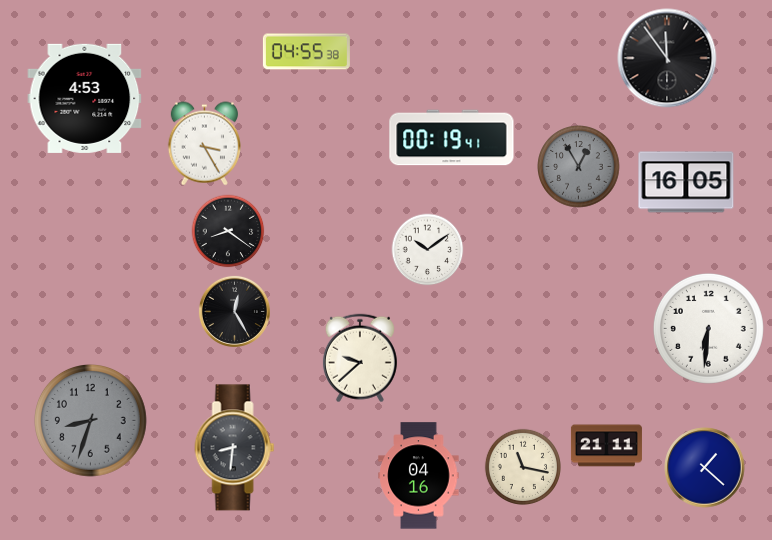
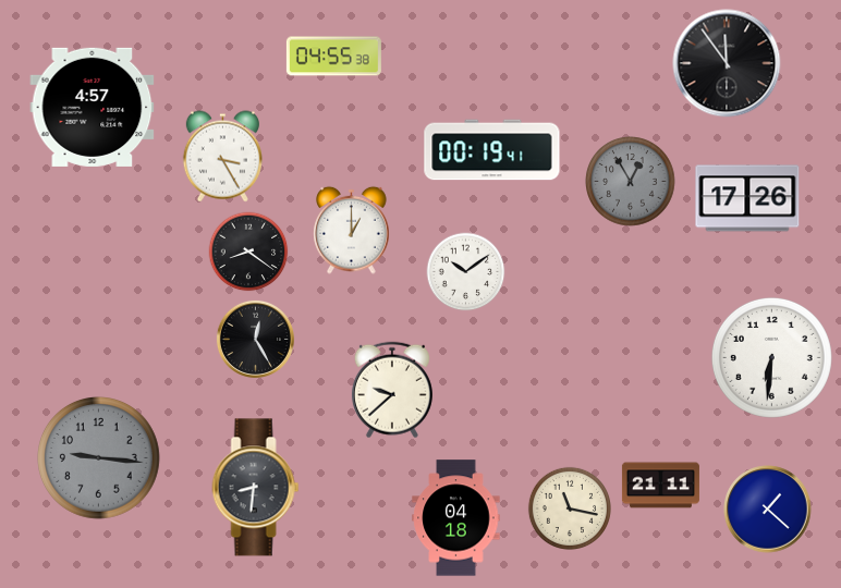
clock at (85, 98): 4:53 -> 4:57
clock at (686, 182): 16:05 -> 17:26
clock at (352, 230): none -> 1:00
clock at (91, 421): 8:33 -> 9:16
clock at (419, 476): 04:16 -> 04:18
